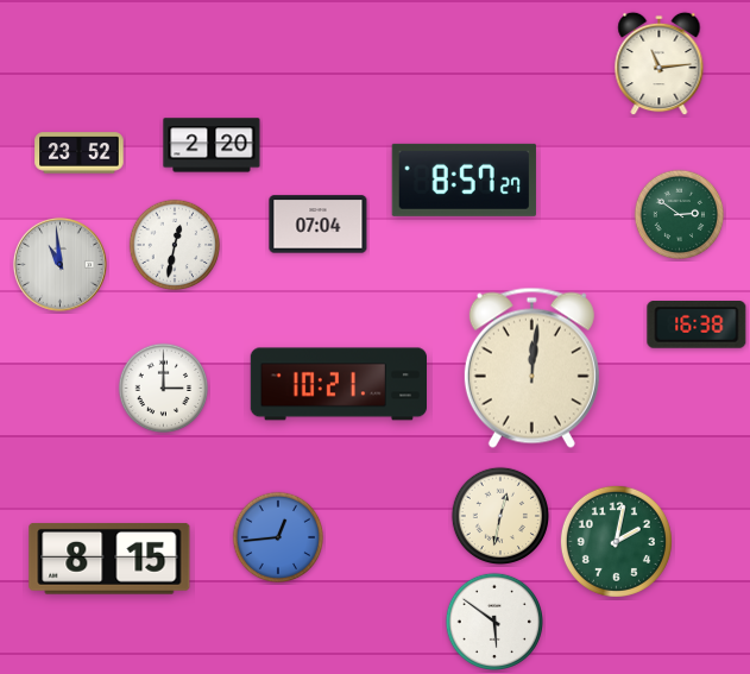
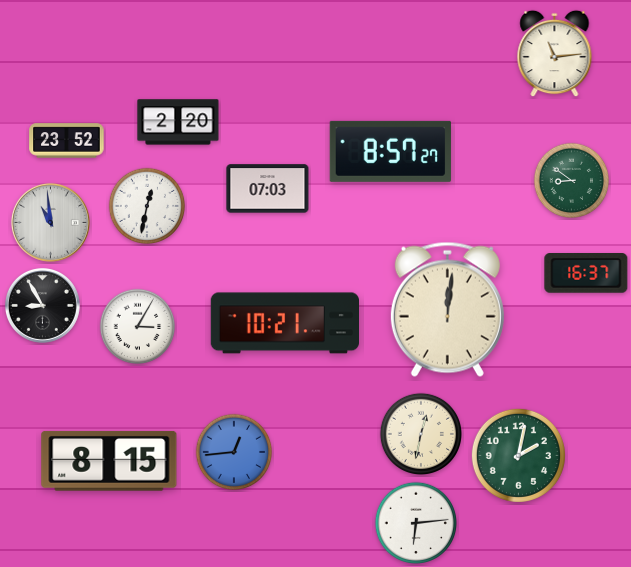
clock at (80, 153) position: (80, 153) -> (67, 141)
clock at (680, 215): 2:51 -> 8:51
clock at (319, 225): 07:04 -> 07:03
clock at (697, 326): 16:38 -> 16:37
clock at (42, 305): none -> 8:55
clock at (164, 389): 3:00 -> 3:05
clock at (109, 559) position: (109, 559) -> (109, 461)
clock at (493, 621): 5:51 -> 6:14
